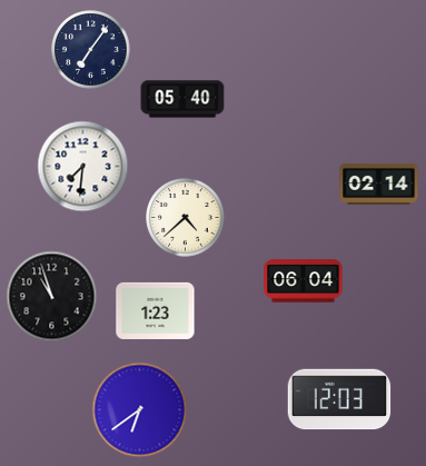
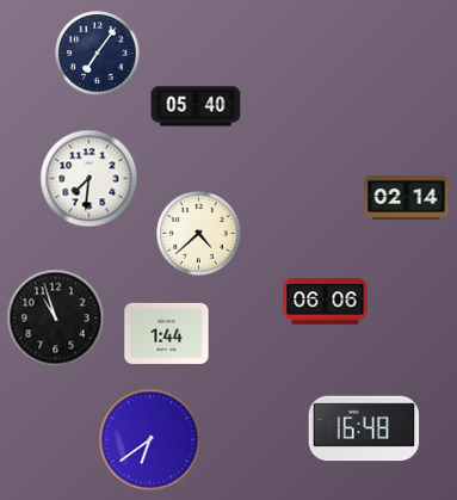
clock at (304, 281): 06:04 -> 06:06
clock at (156, 310): 1:23 -> 1:44
clock at (339, 399): 12:03 -> 16:48
